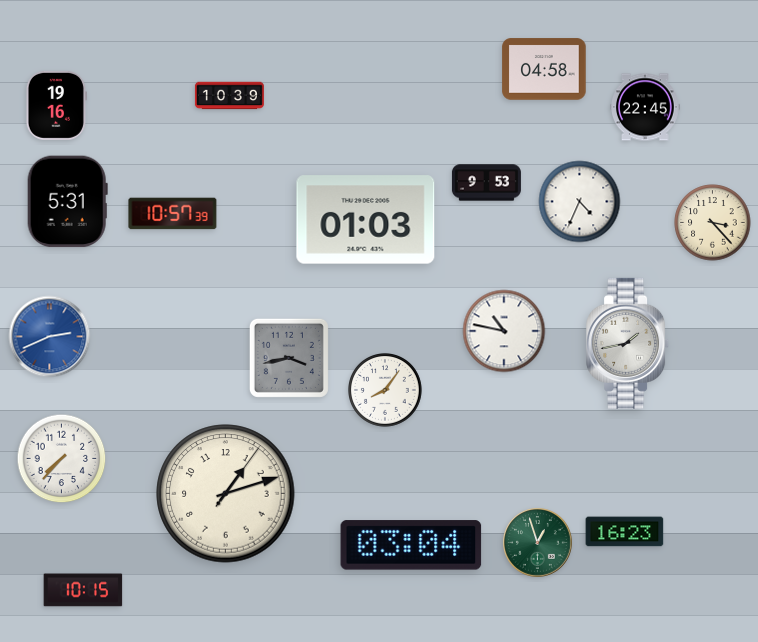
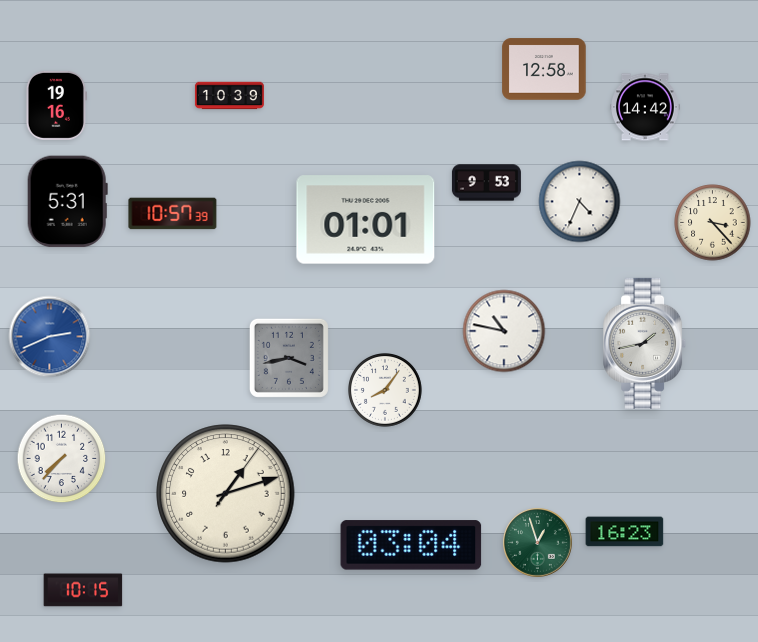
clock at (544, 69): 04:58 -> 12:58
clock at (646, 107): 22:45 -> 14:42
clock at (366, 220): 01:03 -> 01:01
clock at (628, 343) position: (628, 343) -> (645, 343)
